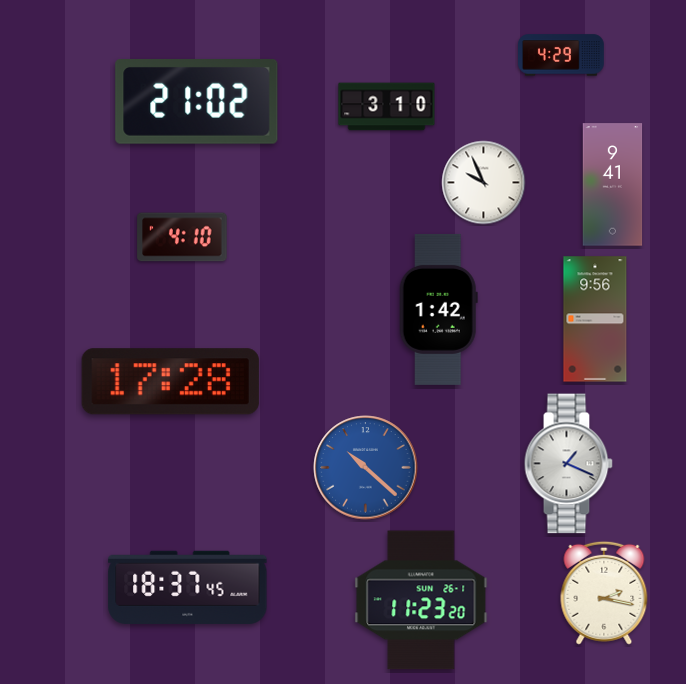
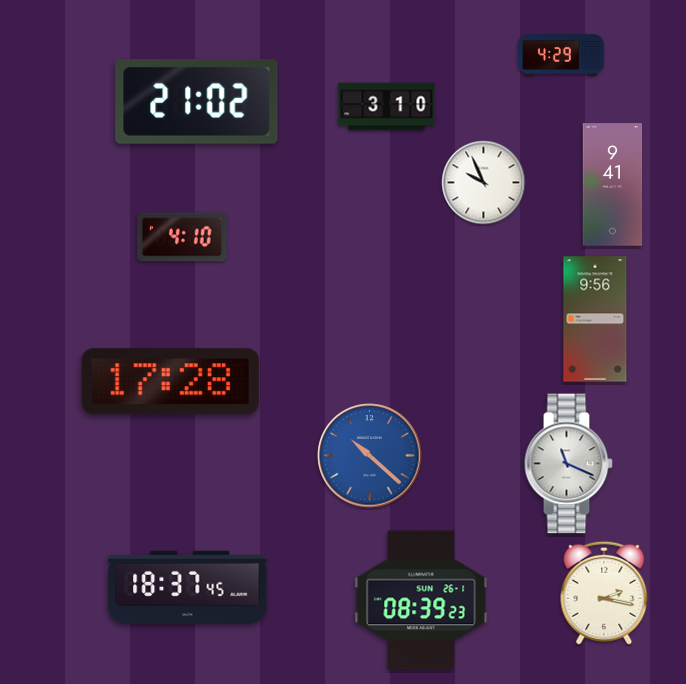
clock at (438, 309): 1:42 -> none
clock at (568, 464): 1:19 -> 11:19
clock at (366, 468) position: (366, 468) -> (370, 456)
clock at (421, 600): 11:23 -> 08:39
